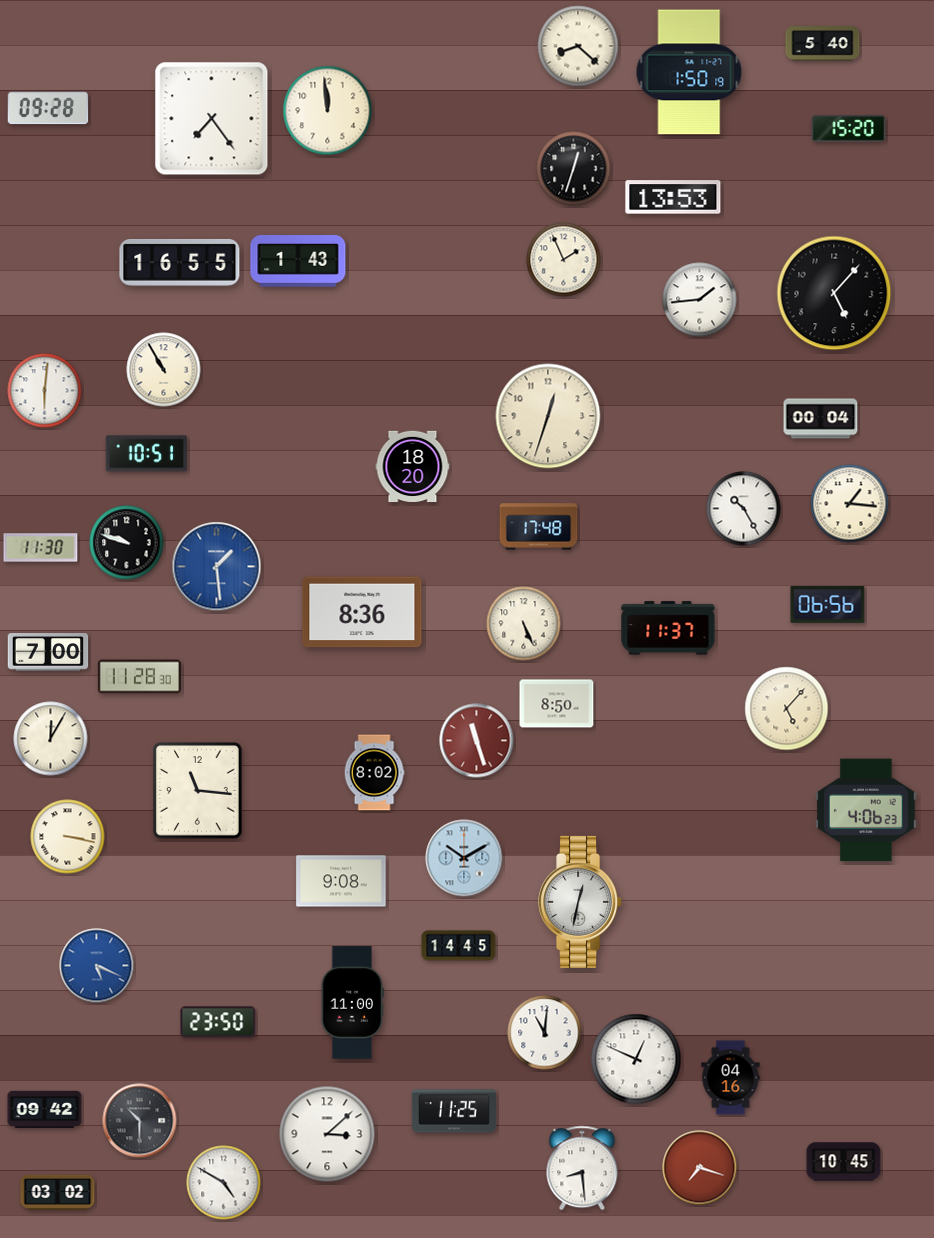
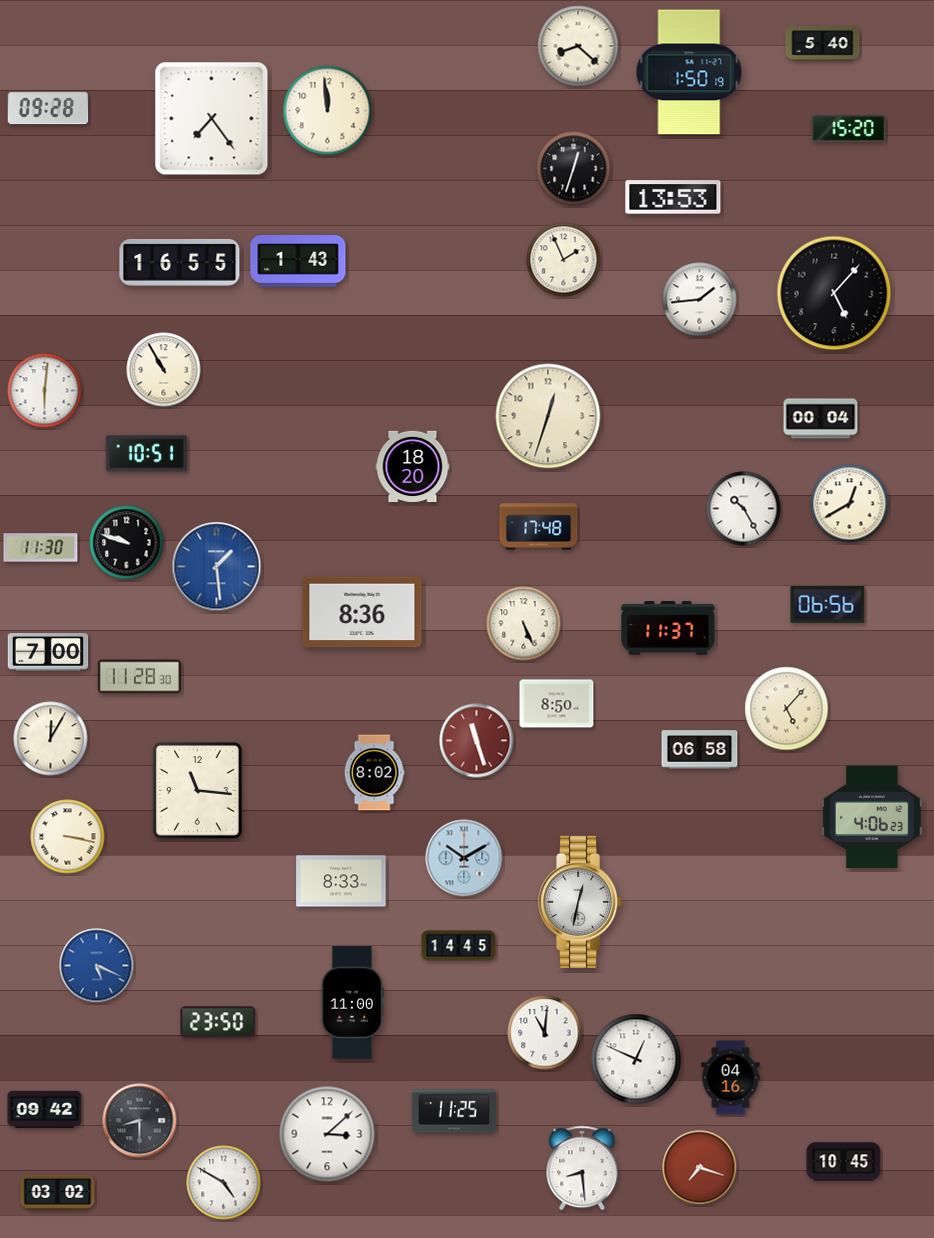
clock at (850, 504): 1:16 -> 12:40
clock at (700, 750): none -> 06:58
clock at (866, 810) position: (866, 810) -> (872, 817)
clock at (341, 881): 9:08 -> 8:33
clock at (140, 1121): 10:30 -> 8:30
